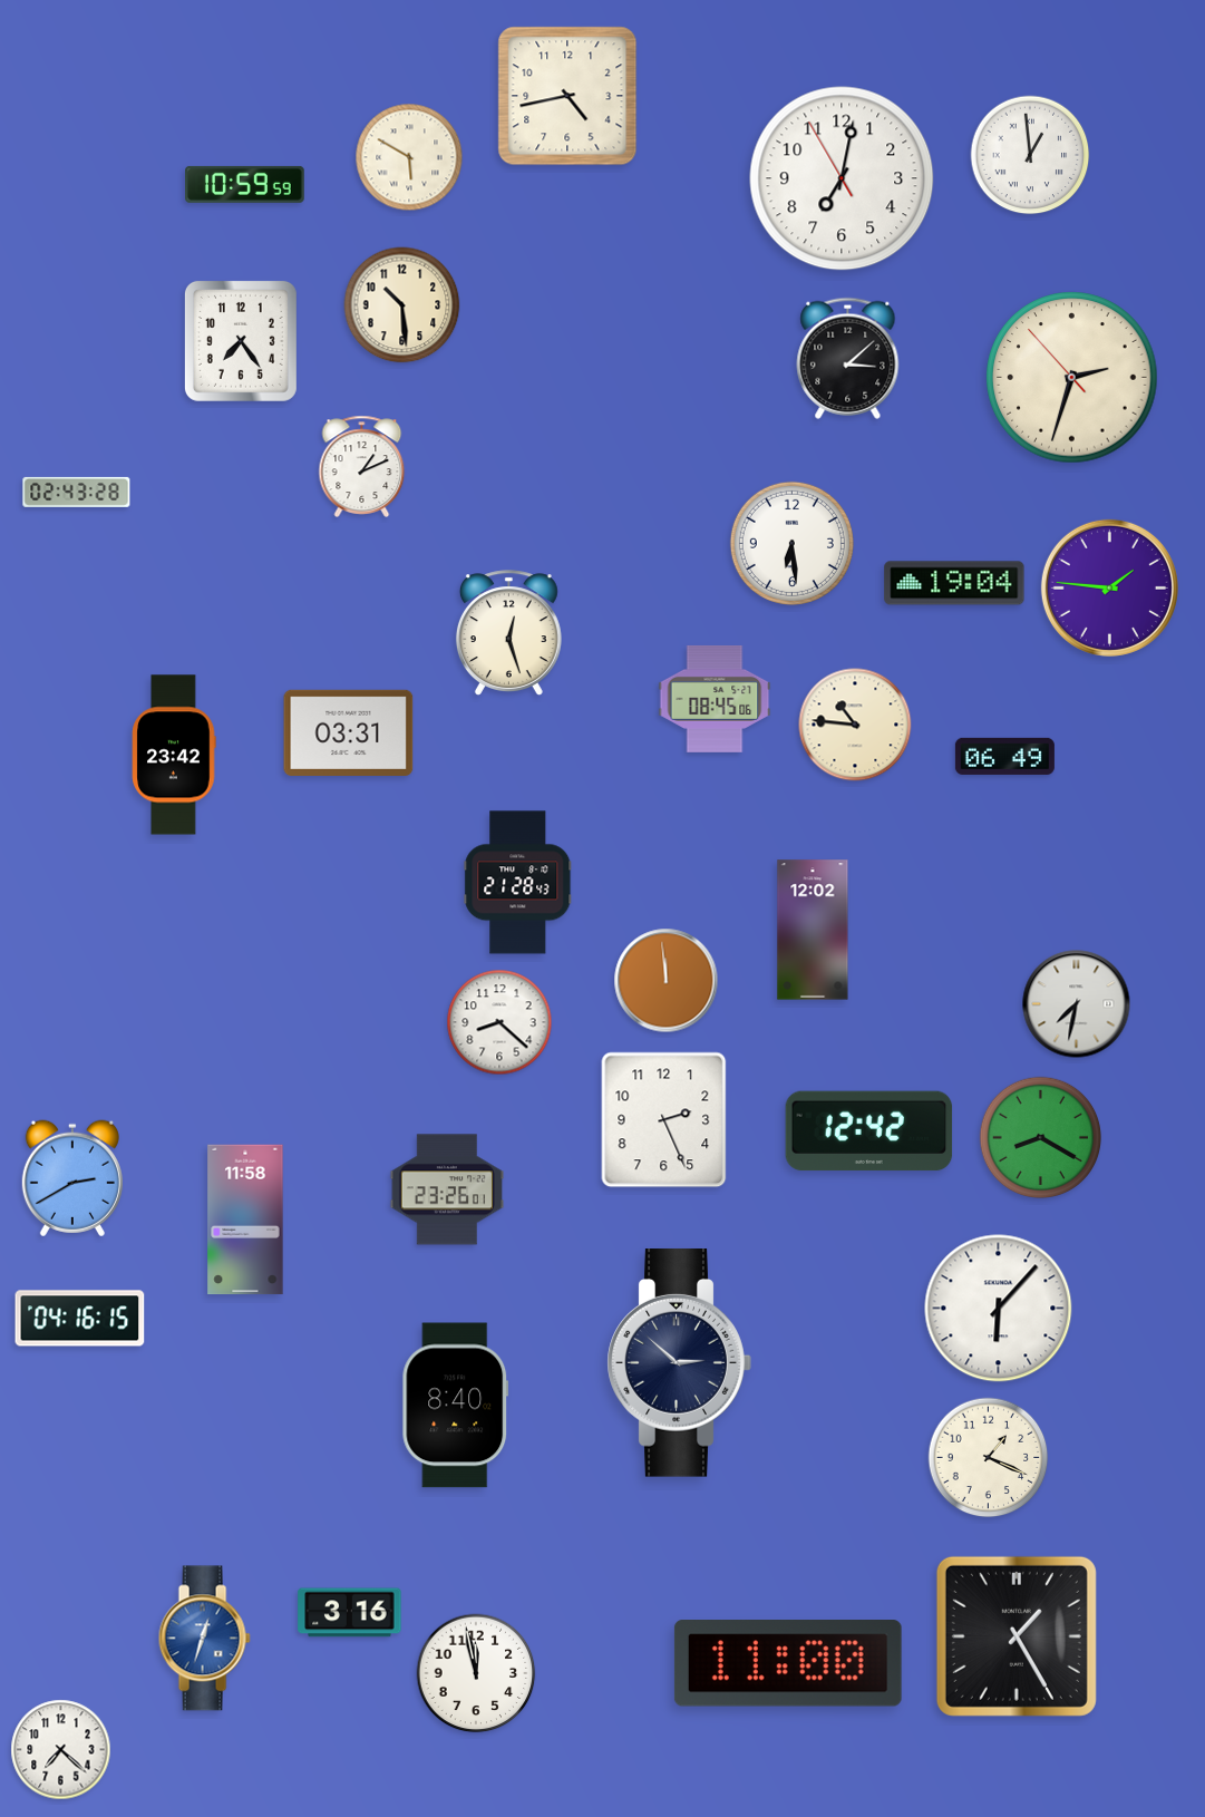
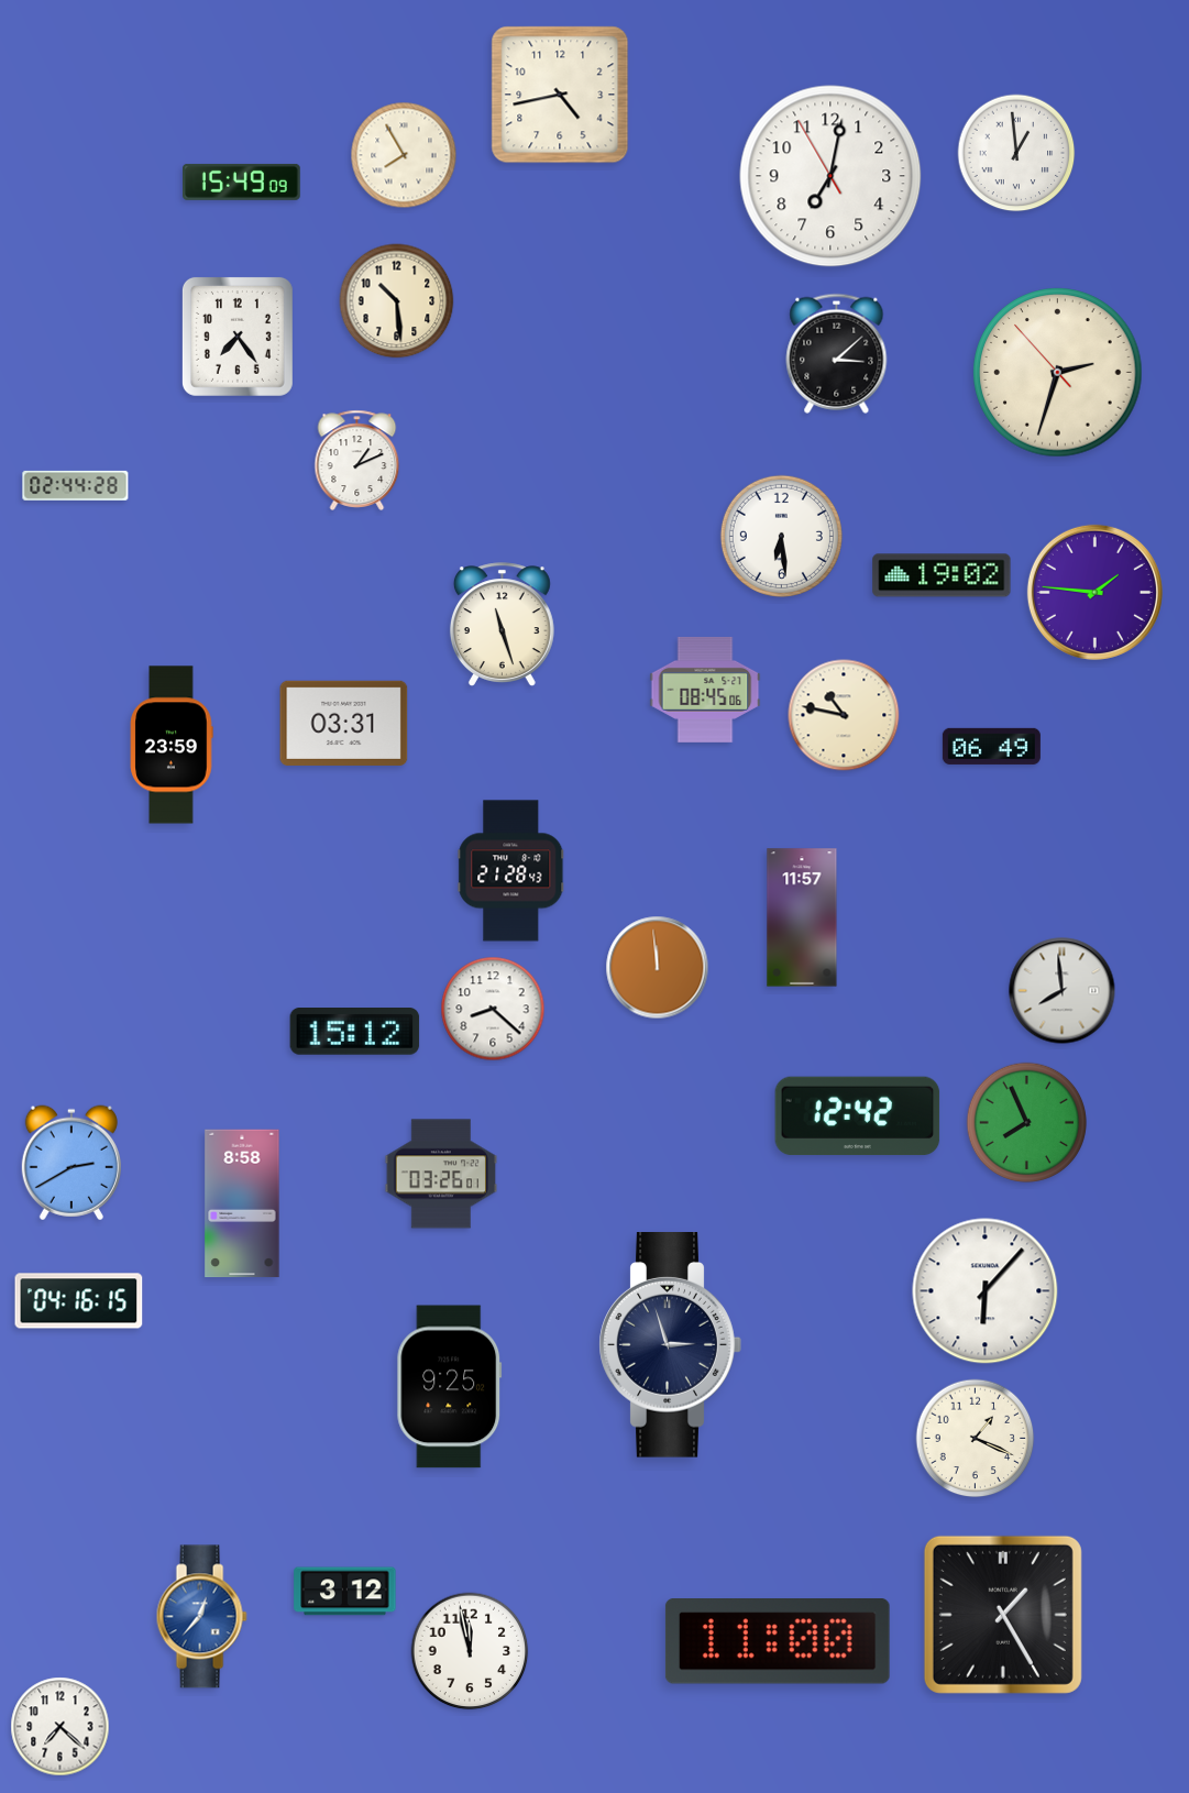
clock at (409, 157): 5:50 -> 7:55
clock at (245, 184): 10:59 -> 15:49
clock at (77, 492): 02:43 -> 02:44
clock at (954, 583): 19:04 -> 19:02
clock at (1109, 587) position: (1109, 587) -> (1094, 592)
clock at (508, 633): 12:27 -> 11:27
clock at (855, 725): 10:46 -> 10:47
clock at (174, 755): 23:42 -> 23:59
clock at (813, 930): 12:02 -> 11:57
clock at (1077, 1004): 7:32 -> 7:59
clock at (355, 1032): none -> 15:12
clock at (664, 1120): 2:26 -> none
clock at (1041, 1138): 8:20 -> 7:56
clock at (447, 1189): 23:26 -> 03:26
clock at (245, 1220): 11:58 -> 8:58
clock at (679, 1363): 2:52 -> 2:57
clock at (456, 1406): 8:40 -> 9:25
clock at (350, 1613): 3:16 -> 3:12
clock at (204, 1639): 12:33 -> 12:37
